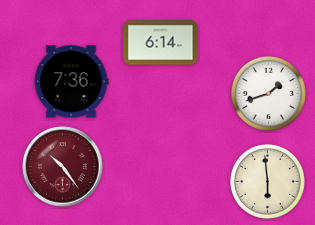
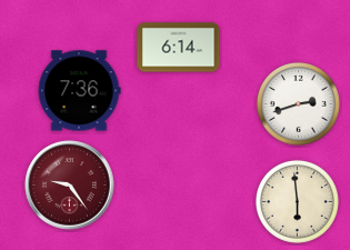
clock at (268, 93): 1:42 -> 2:42
clock at (63, 167): 10:24 -> 9:24
